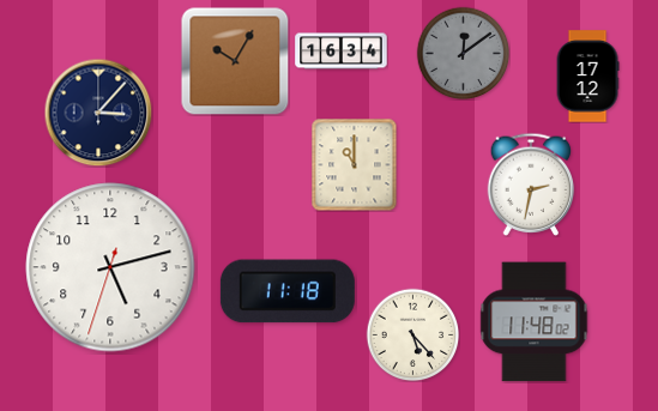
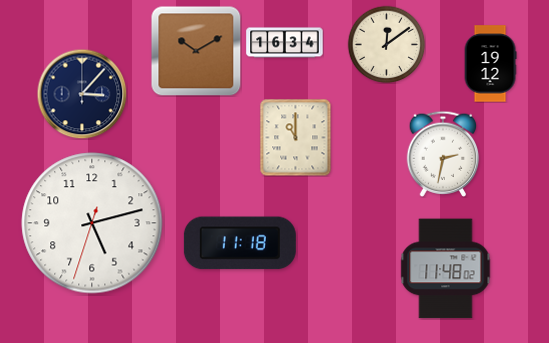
clock at (463, 53) dial: grey -> cream
clock at (235, 61): 10:05 -> 10:10
clock at (587, 77): 17:12 -> 19:12
clock at (412, 334): 5:23 -> none
